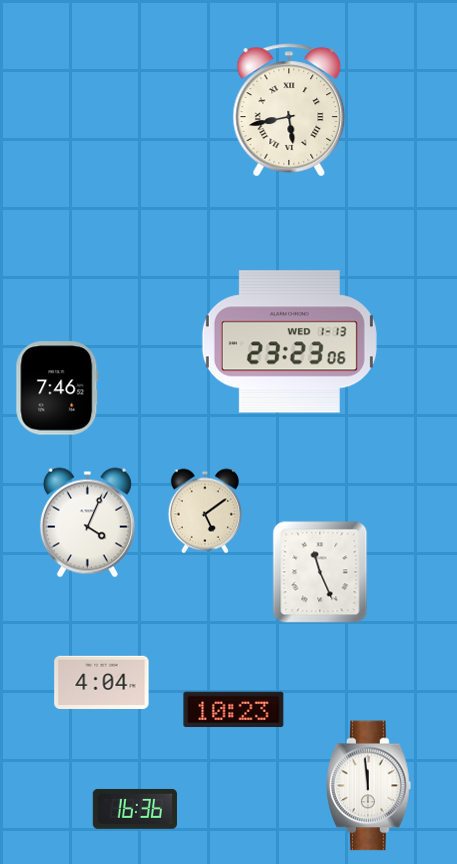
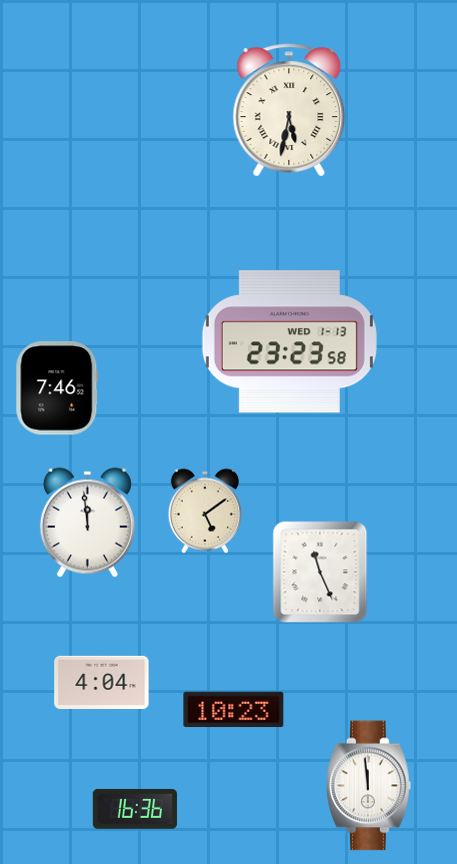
clock at (289, 110): 5:43 -> 5:32
clock at (289, 342): 23:23:06 -> 23:23:58
clock at (87, 523): 4:04 -> 11:59
